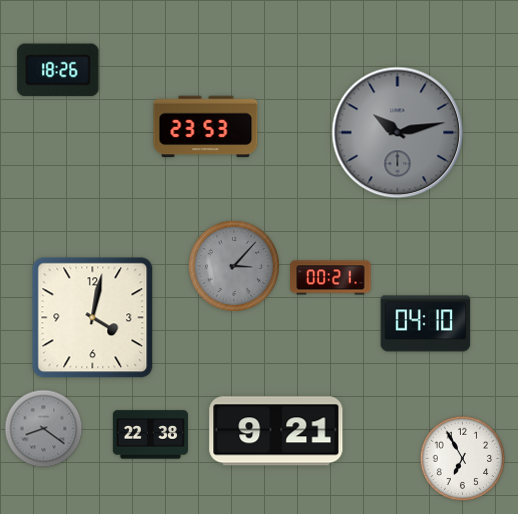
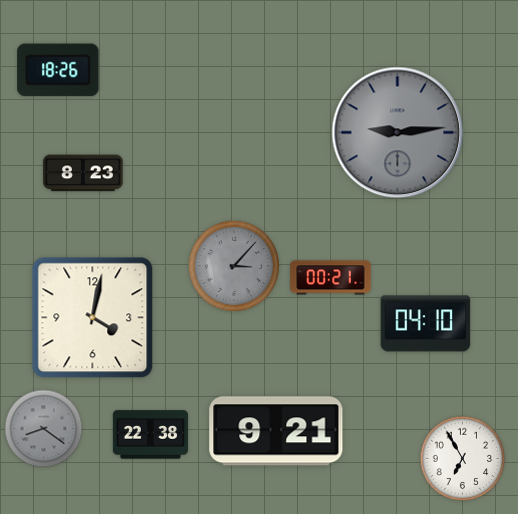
clock at (206, 127): 23:53 -> none
clock at (398, 133): 10:13 -> 9:14
clock at (83, 173): none -> 8:23
